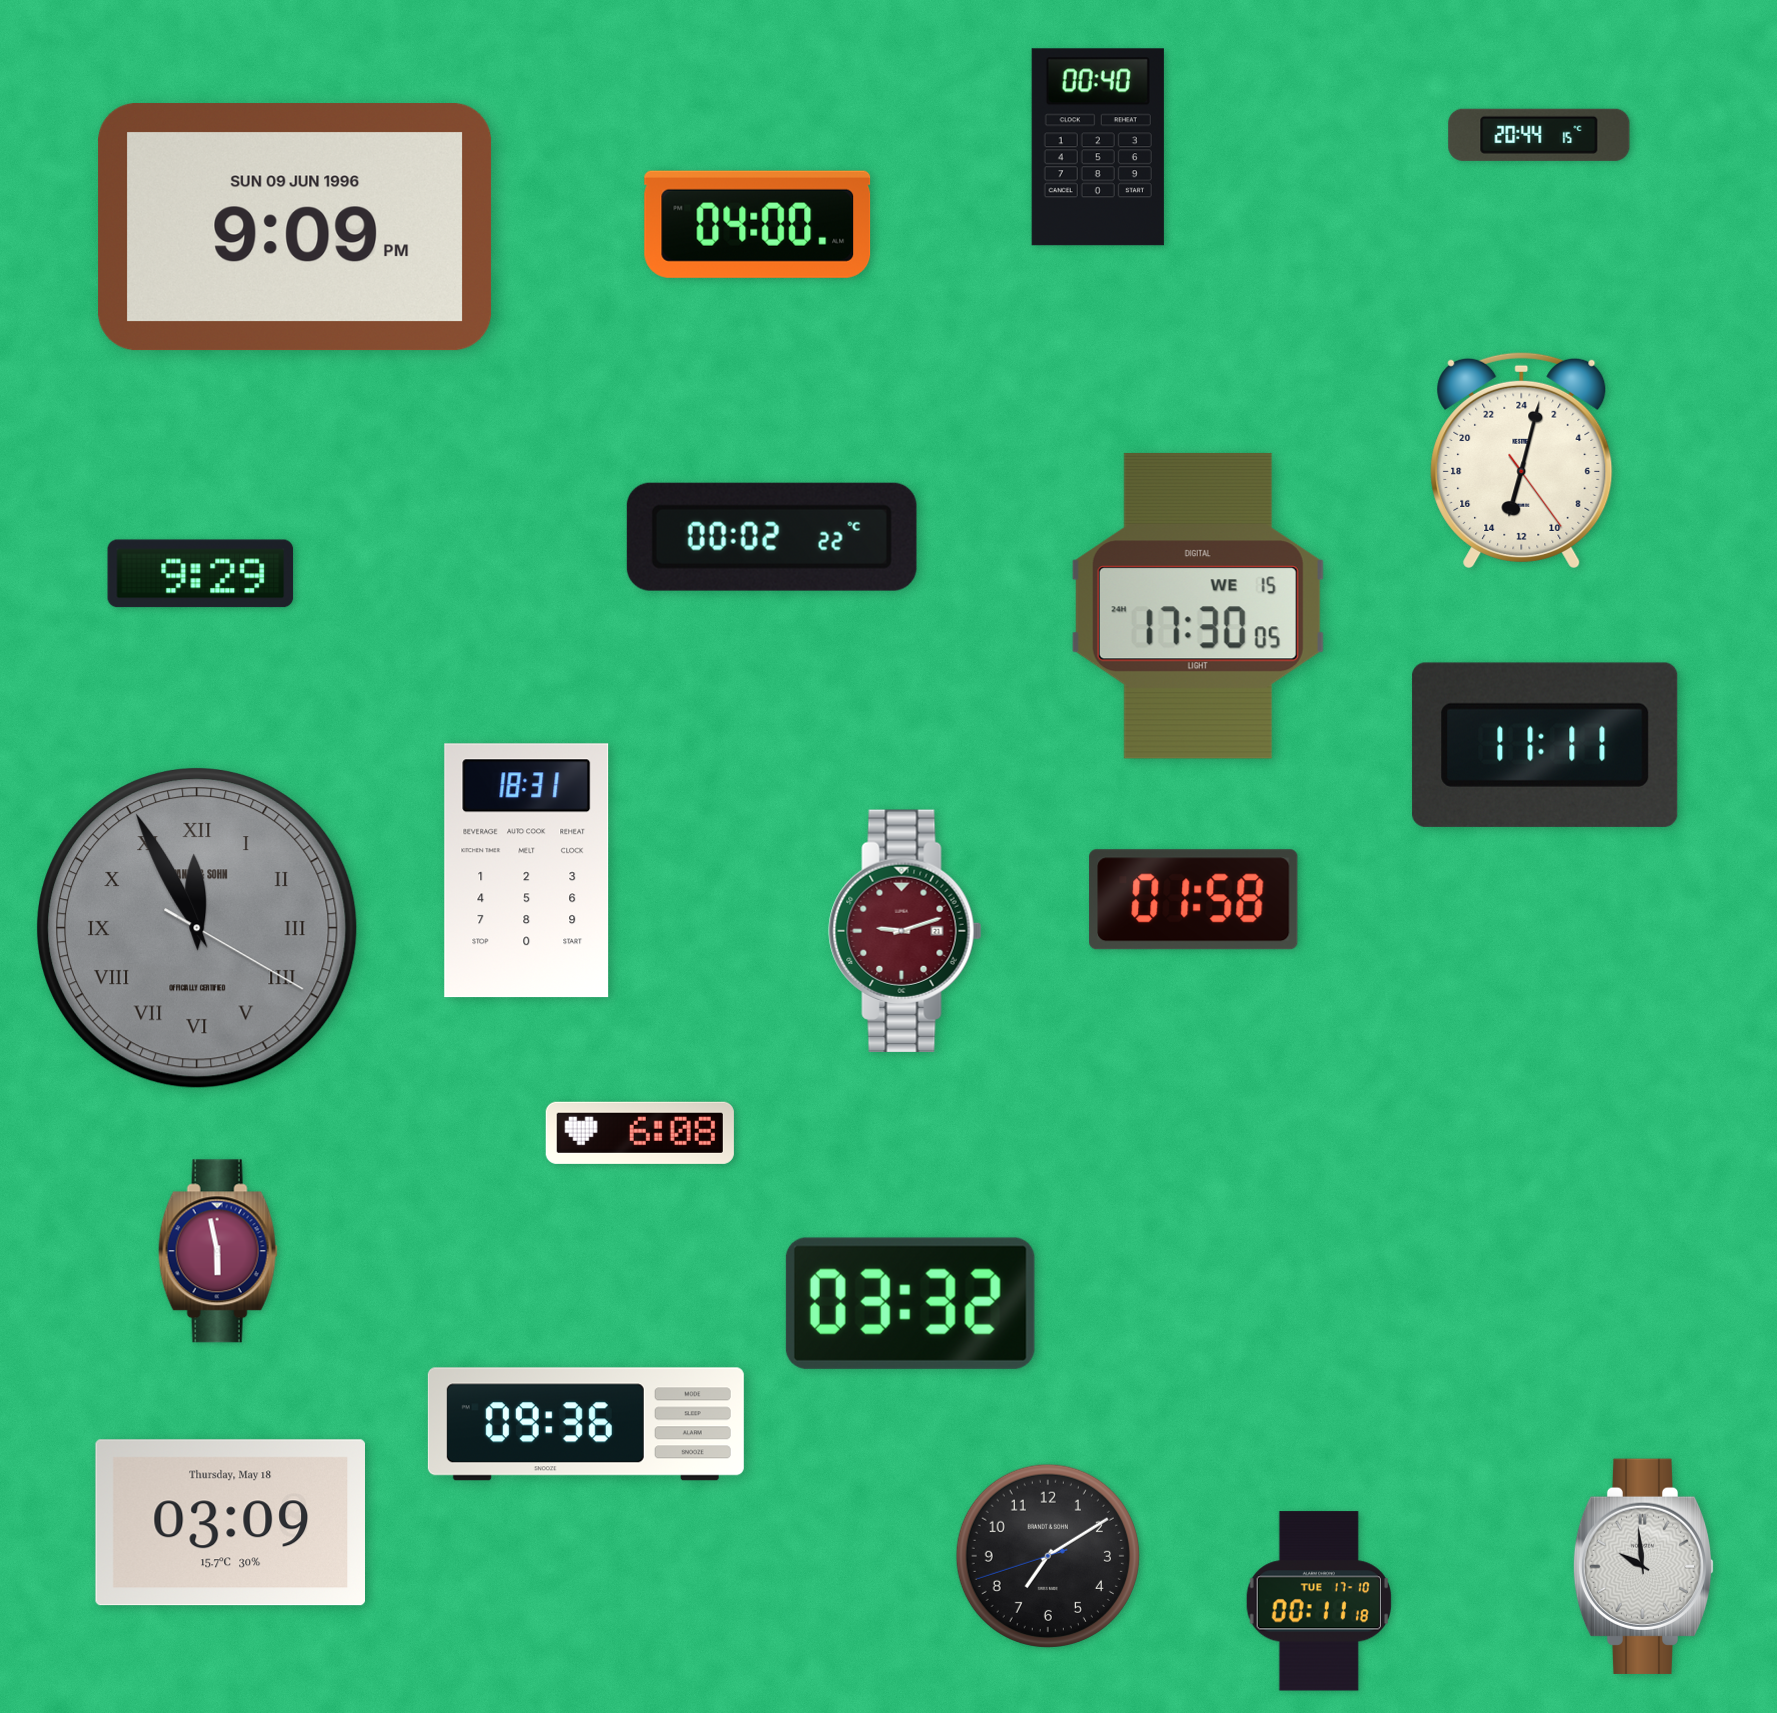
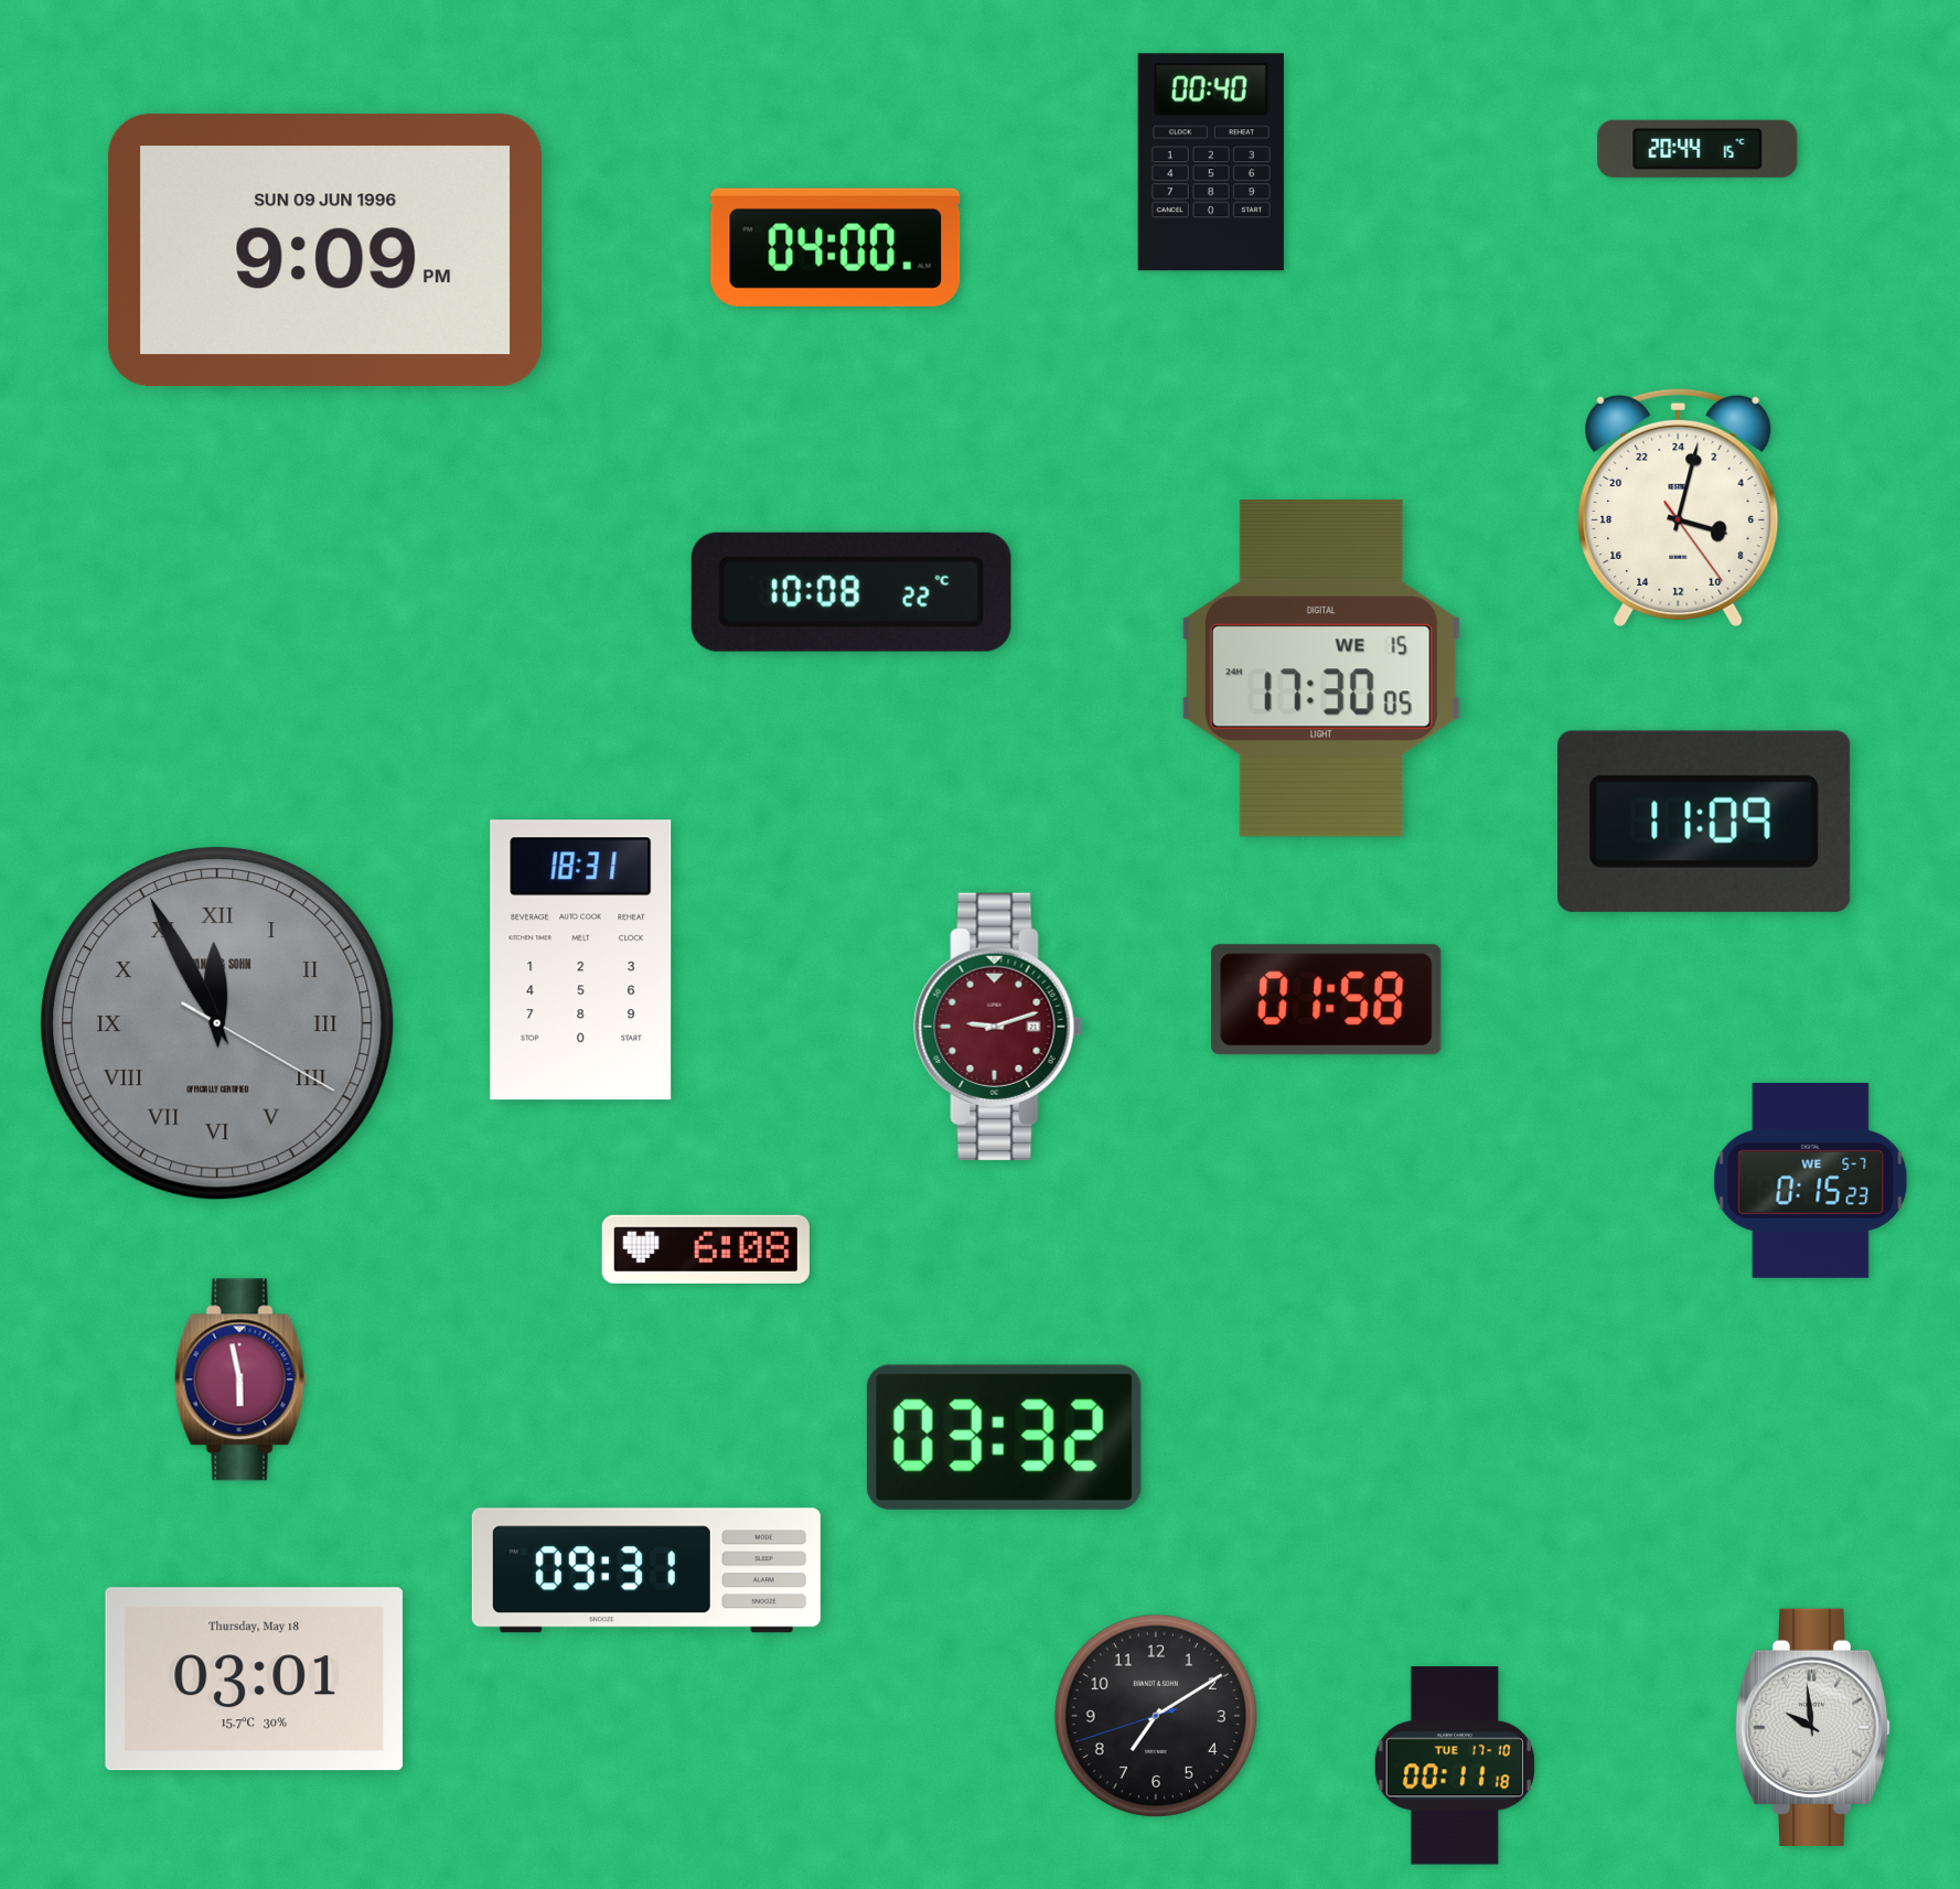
clock at (1522, 460): 13:02 -> 7:02
clock at (772, 537): 00:02 -> 10:08
clock at (201, 574): 9:29 -> none
clock at (1545, 745): 11:11 -> 11:09
clock at (1194, 900) position: (1194, 900) -> (1327, 1000)
clock at (1811, 1180): none -> 0:15
clock at (586, 1424): 09:36 -> 09:31
clock at (230, 1523): 03:09 -> 03:01
